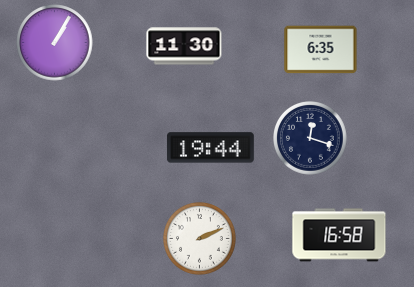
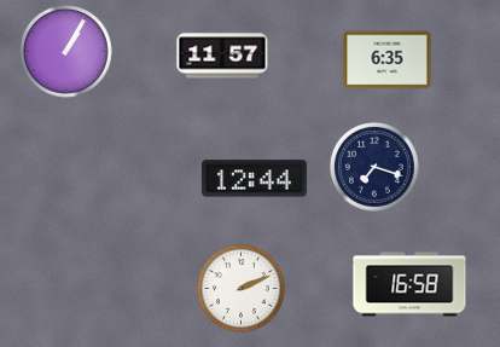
clock at (184, 46): 11:30 -> 11:57
clock at (311, 139): 12:18 -> 7:18
clock at (211, 148): 19:44 -> 12:44
